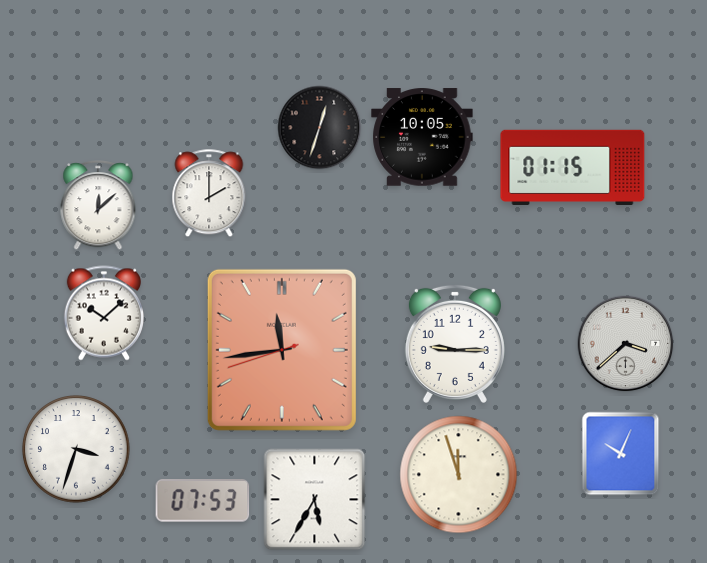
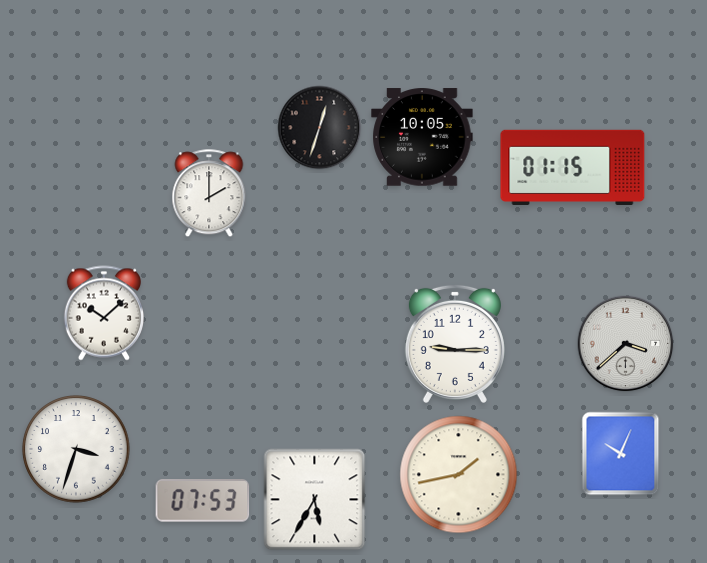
clock at (98, 206): 12:08 -> none
clock at (282, 350): 11:43 -> none
clock at (459, 475): 11:57 -> 1:43
